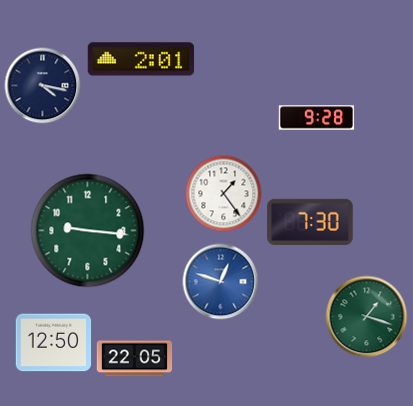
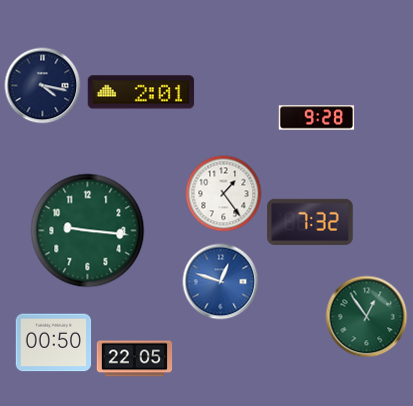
clock at (141, 59) position: (141, 59) -> (141, 92)
clock at (310, 221): 7:30 -> 7:32
clock at (367, 317): 1:18 -> 12:54
clock at (54, 343): 12:50 -> 00:50
